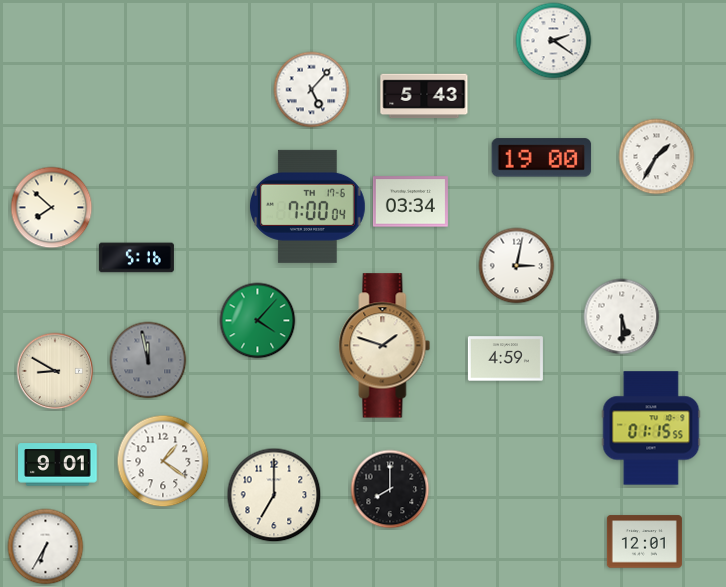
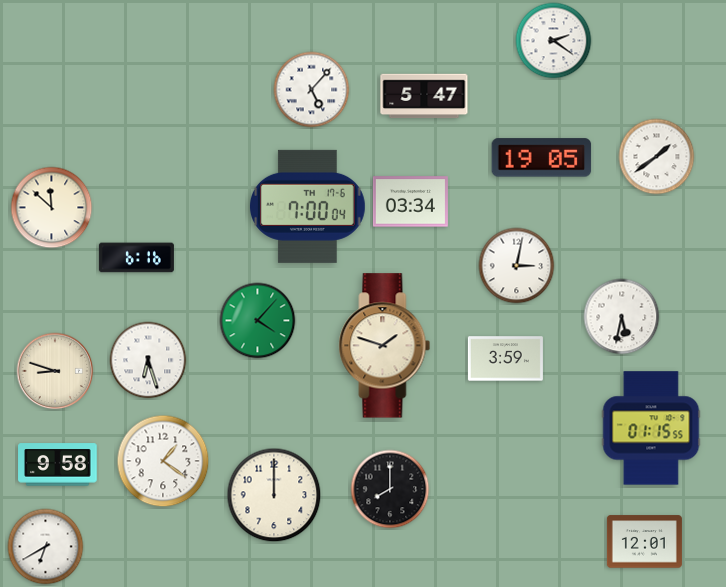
clock at (424, 96): 5:43 -> 5:47
clock at (657, 157): 1:35 -> 1:39
clock at (542, 158): 19:00 -> 19:05
clock at (52, 208): 7:52 -> 11:52
clock at (136, 258): 5:16 -> 6:16
clock at (622, 317): 5:30 -> 5:32
clock at (505, 359): 4:59 -> 3:59
clock at (148, 360): 11:58 -> 6:27
clock at (148, 360) dial: grey -> white
clock at (55, 371): 8:50 -> 8:48
clock at (58, 465): 9:01 -> 9:58
clock at (274, 495): 7:00 -> 12:00
clock at (46, 547): 6:35 -> 6:40
